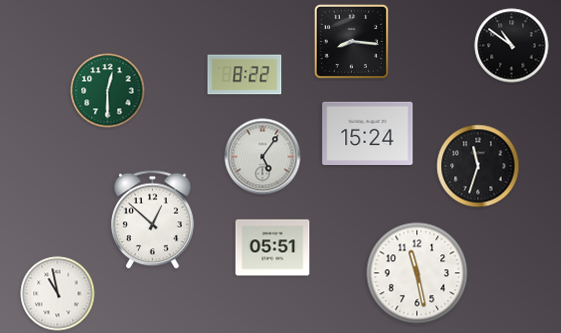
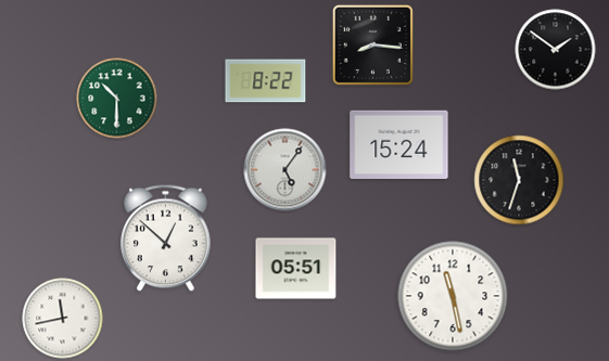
clock at (351, 41) position: (351, 41) -> (372, 44)
clock at (512, 46): 10:51 -> 1:51
clock at (108, 91): 12:30 -> 10:30
clock at (58, 294): 10:58 -> 11:43
